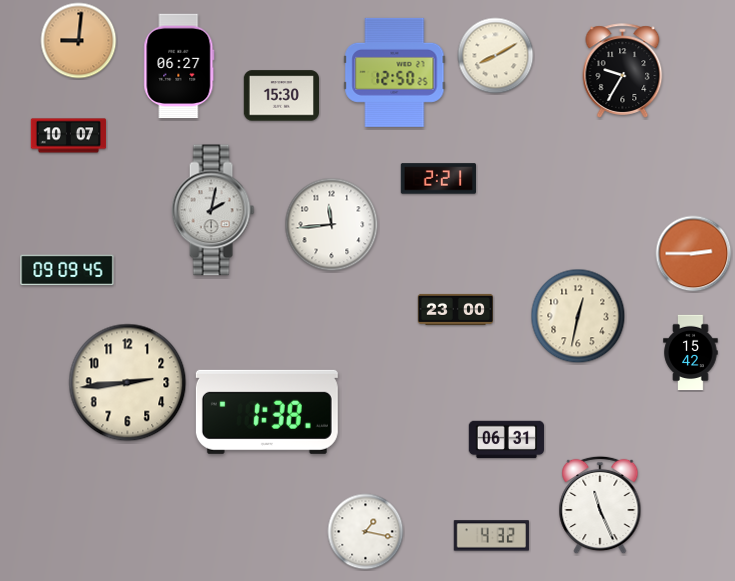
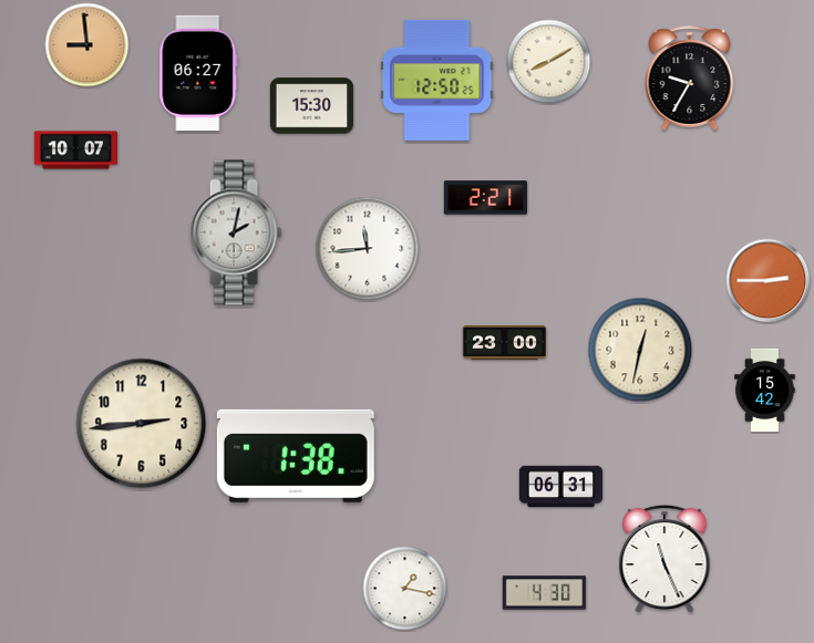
clock at (79, 41): 9:01 -> 8:59
clock at (67, 270): 09:09 -> none
clock at (491, 536): 4:32 -> 4:30
